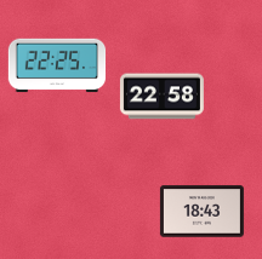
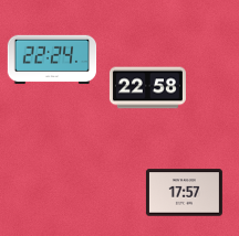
clock at (57, 65): 22:25 -> 22:24
clock at (201, 212): 18:43 -> 17:57
